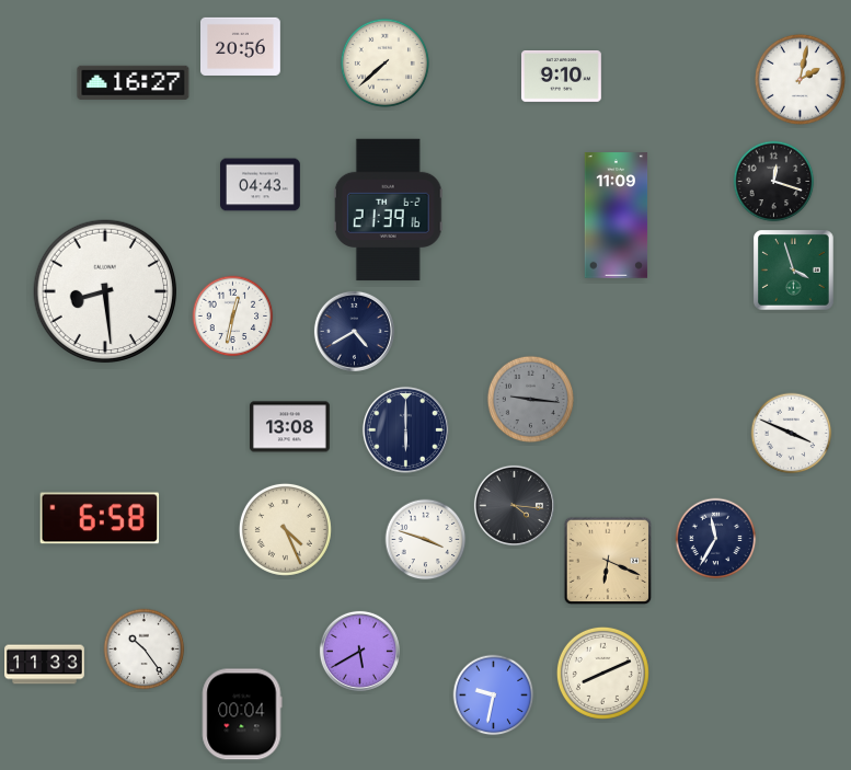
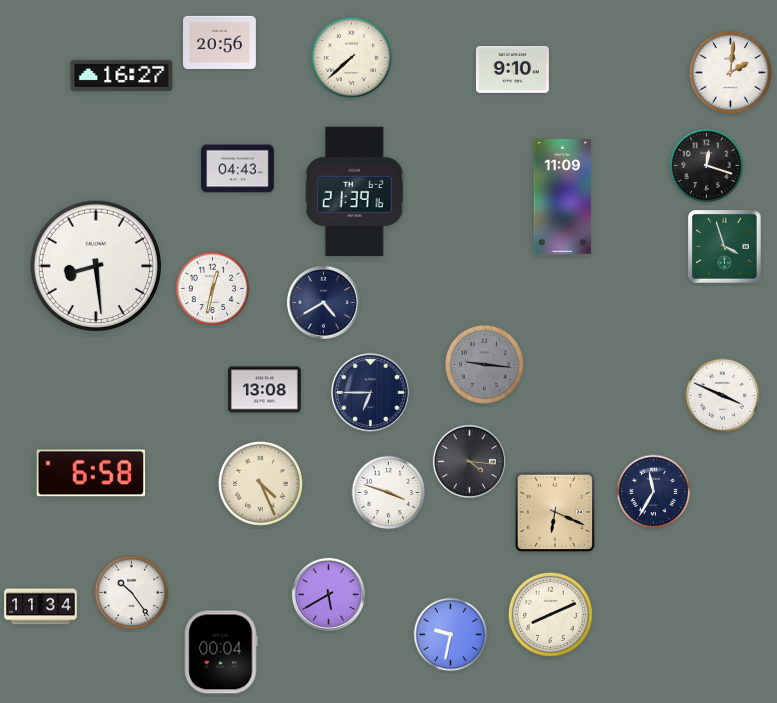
clock at (800, 79): 2:02 -> 2:01
clock at (405, 429): 6:00 -> 6:45
clock at (45, 665): 11:33 -> 11:34
